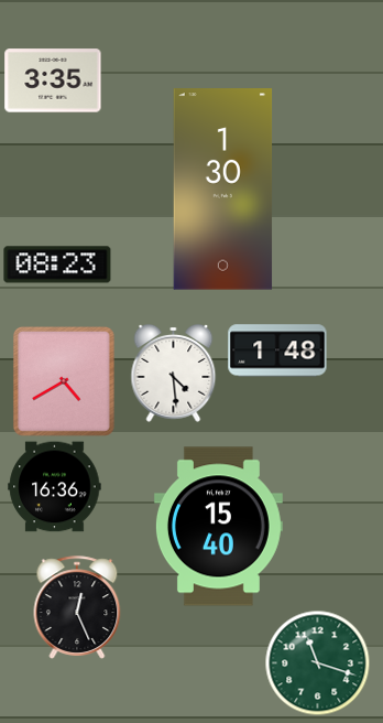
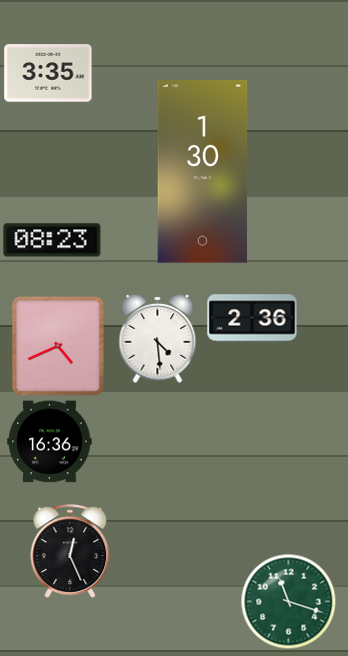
clock at (277, 350): 1:48 -> 2:36
clock at (64, 381): 4:40 -> 4:41
clock at (218, 527): 15:40 -> none
